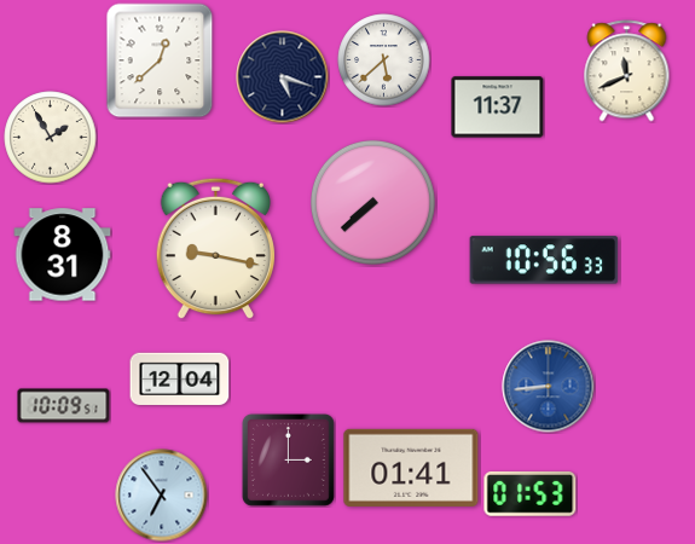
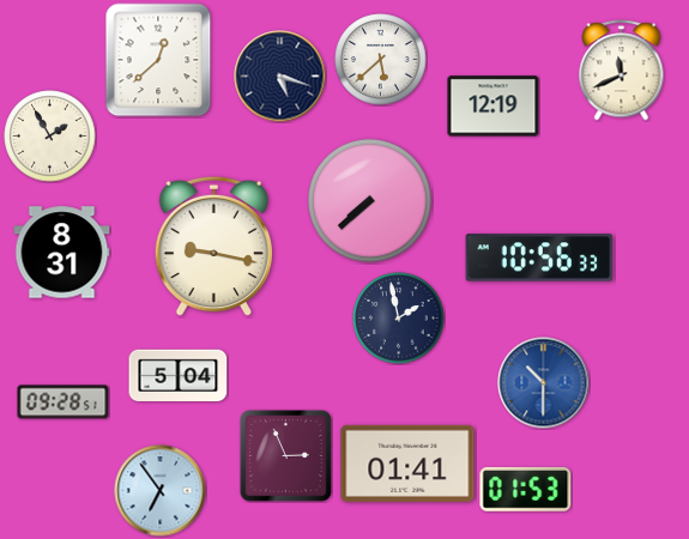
clock at (498, 108): 11:37 -> 12:19
clock at (399, 319): none -> 1:58
clock at (180, 380): 12:04 -> 5:04
clock at (549, 387): 8:44 -> 10:30
clock at (64, 406): 10:09 -> 09:28
clock at (288, 459): 3:00 -> 2:56
